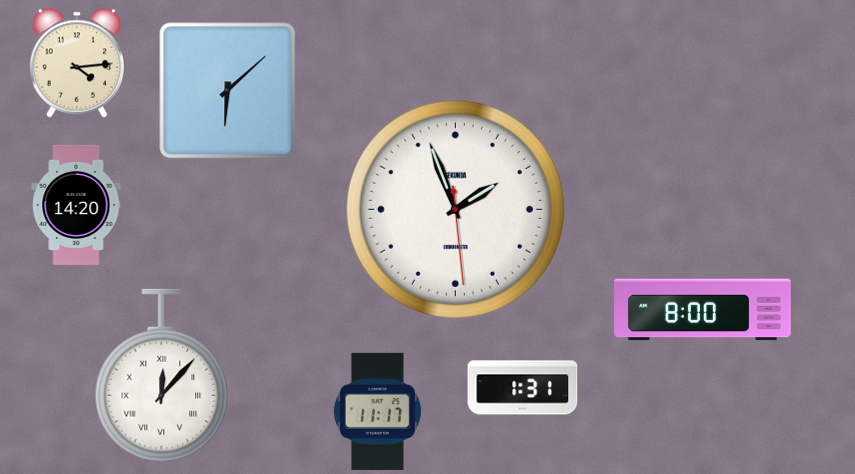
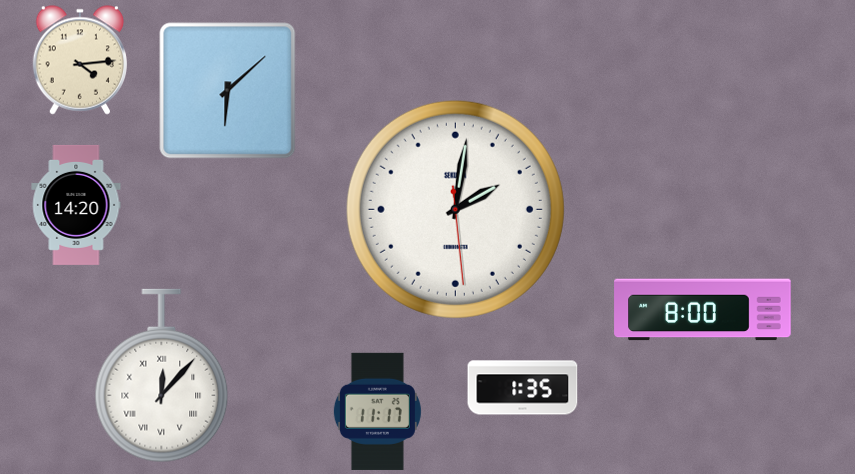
clock at (76, 63) position: (76, 63) -> (79, 60)
clock at (455, 209): 1:56 -> 2:01
clock at (523, 388): 1:31 -> 1:35
